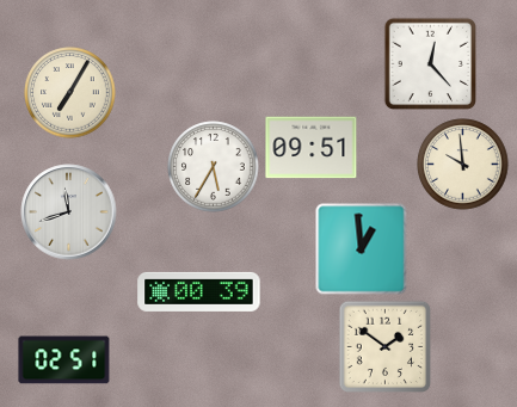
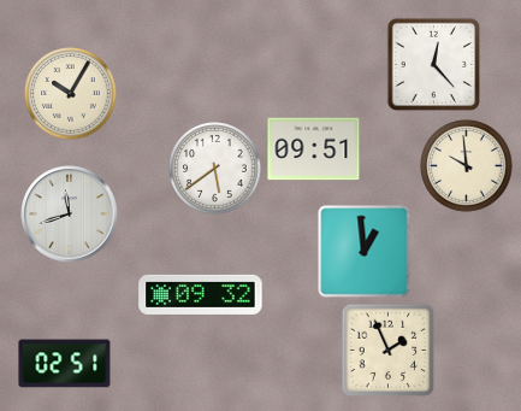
clock at (70, 93): 7:05 -> 10:05
clock at (214, 167): 5:35 -> 5:39
clock at (199, 291): 00:39 -> 09:32
clock at (384, 346): 1:51 -> 1:56
